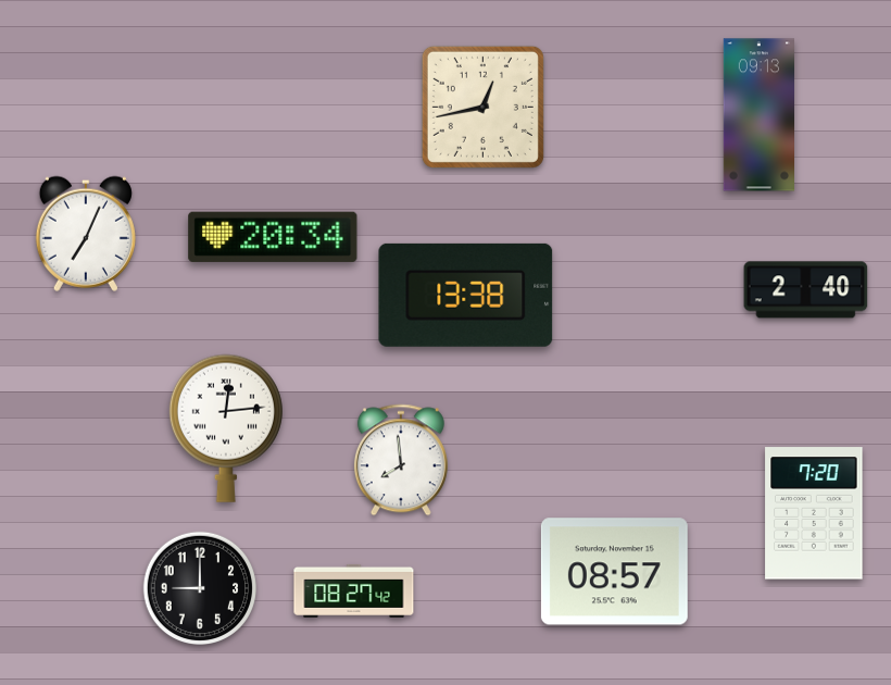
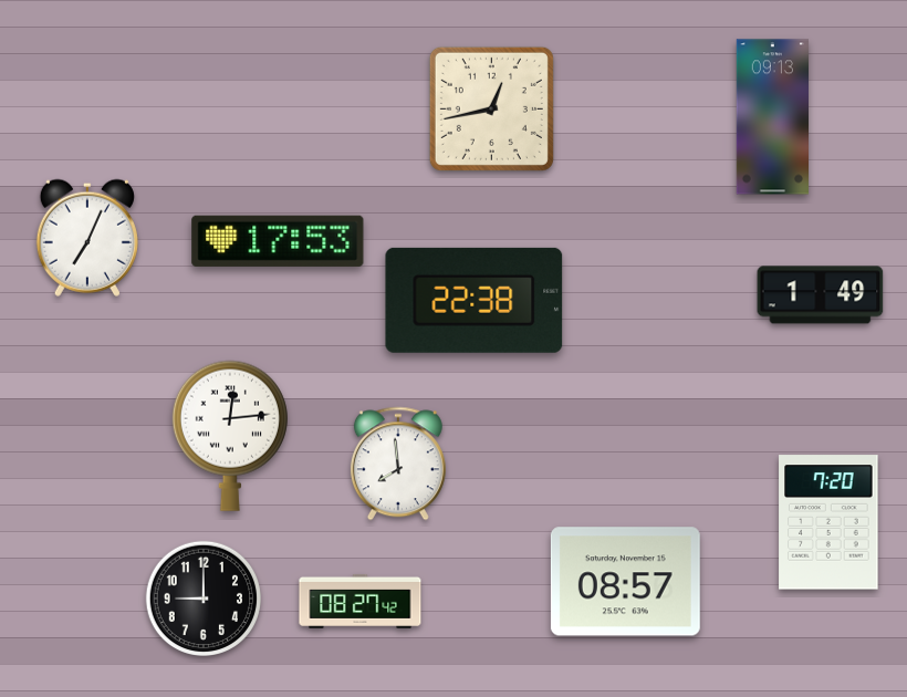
clock at (273, 237): 20:34 -> 17:53
clock at (806, 290): 2:40 -> 1:49
clock at (466, 295): 13:38 -> 22:38
clock at (401, 460) position: (401, 460) -> (398, 464)
